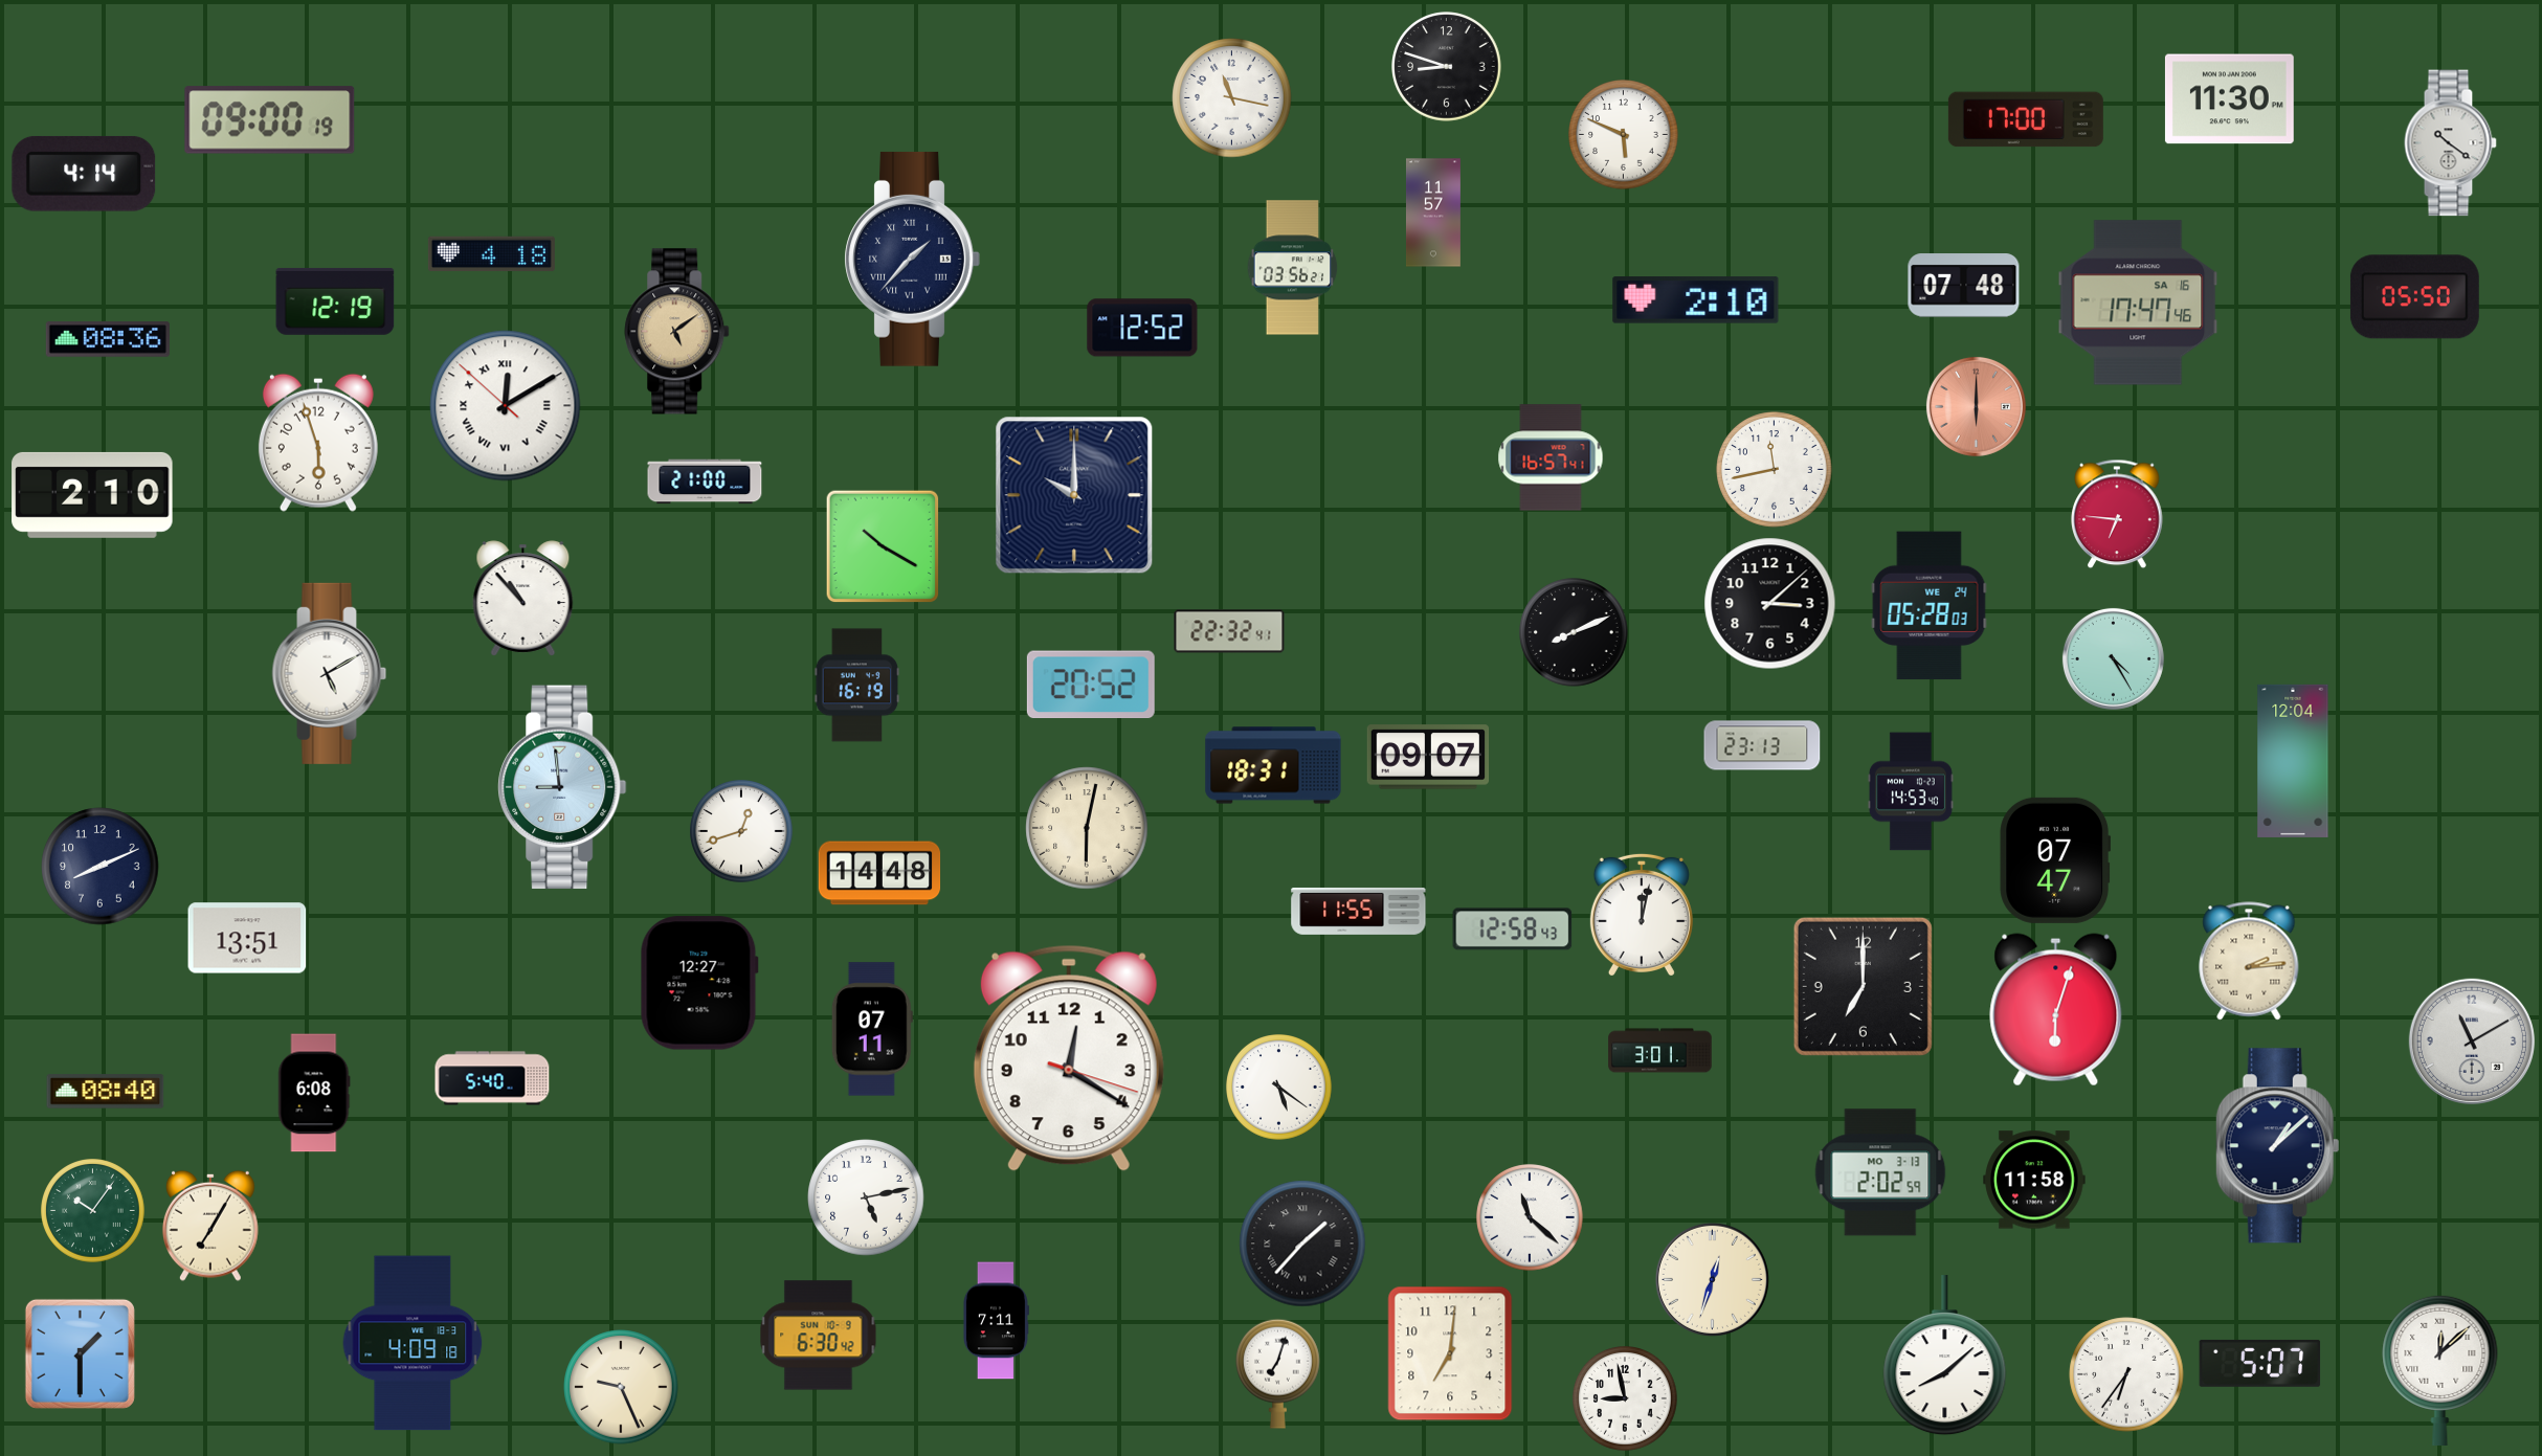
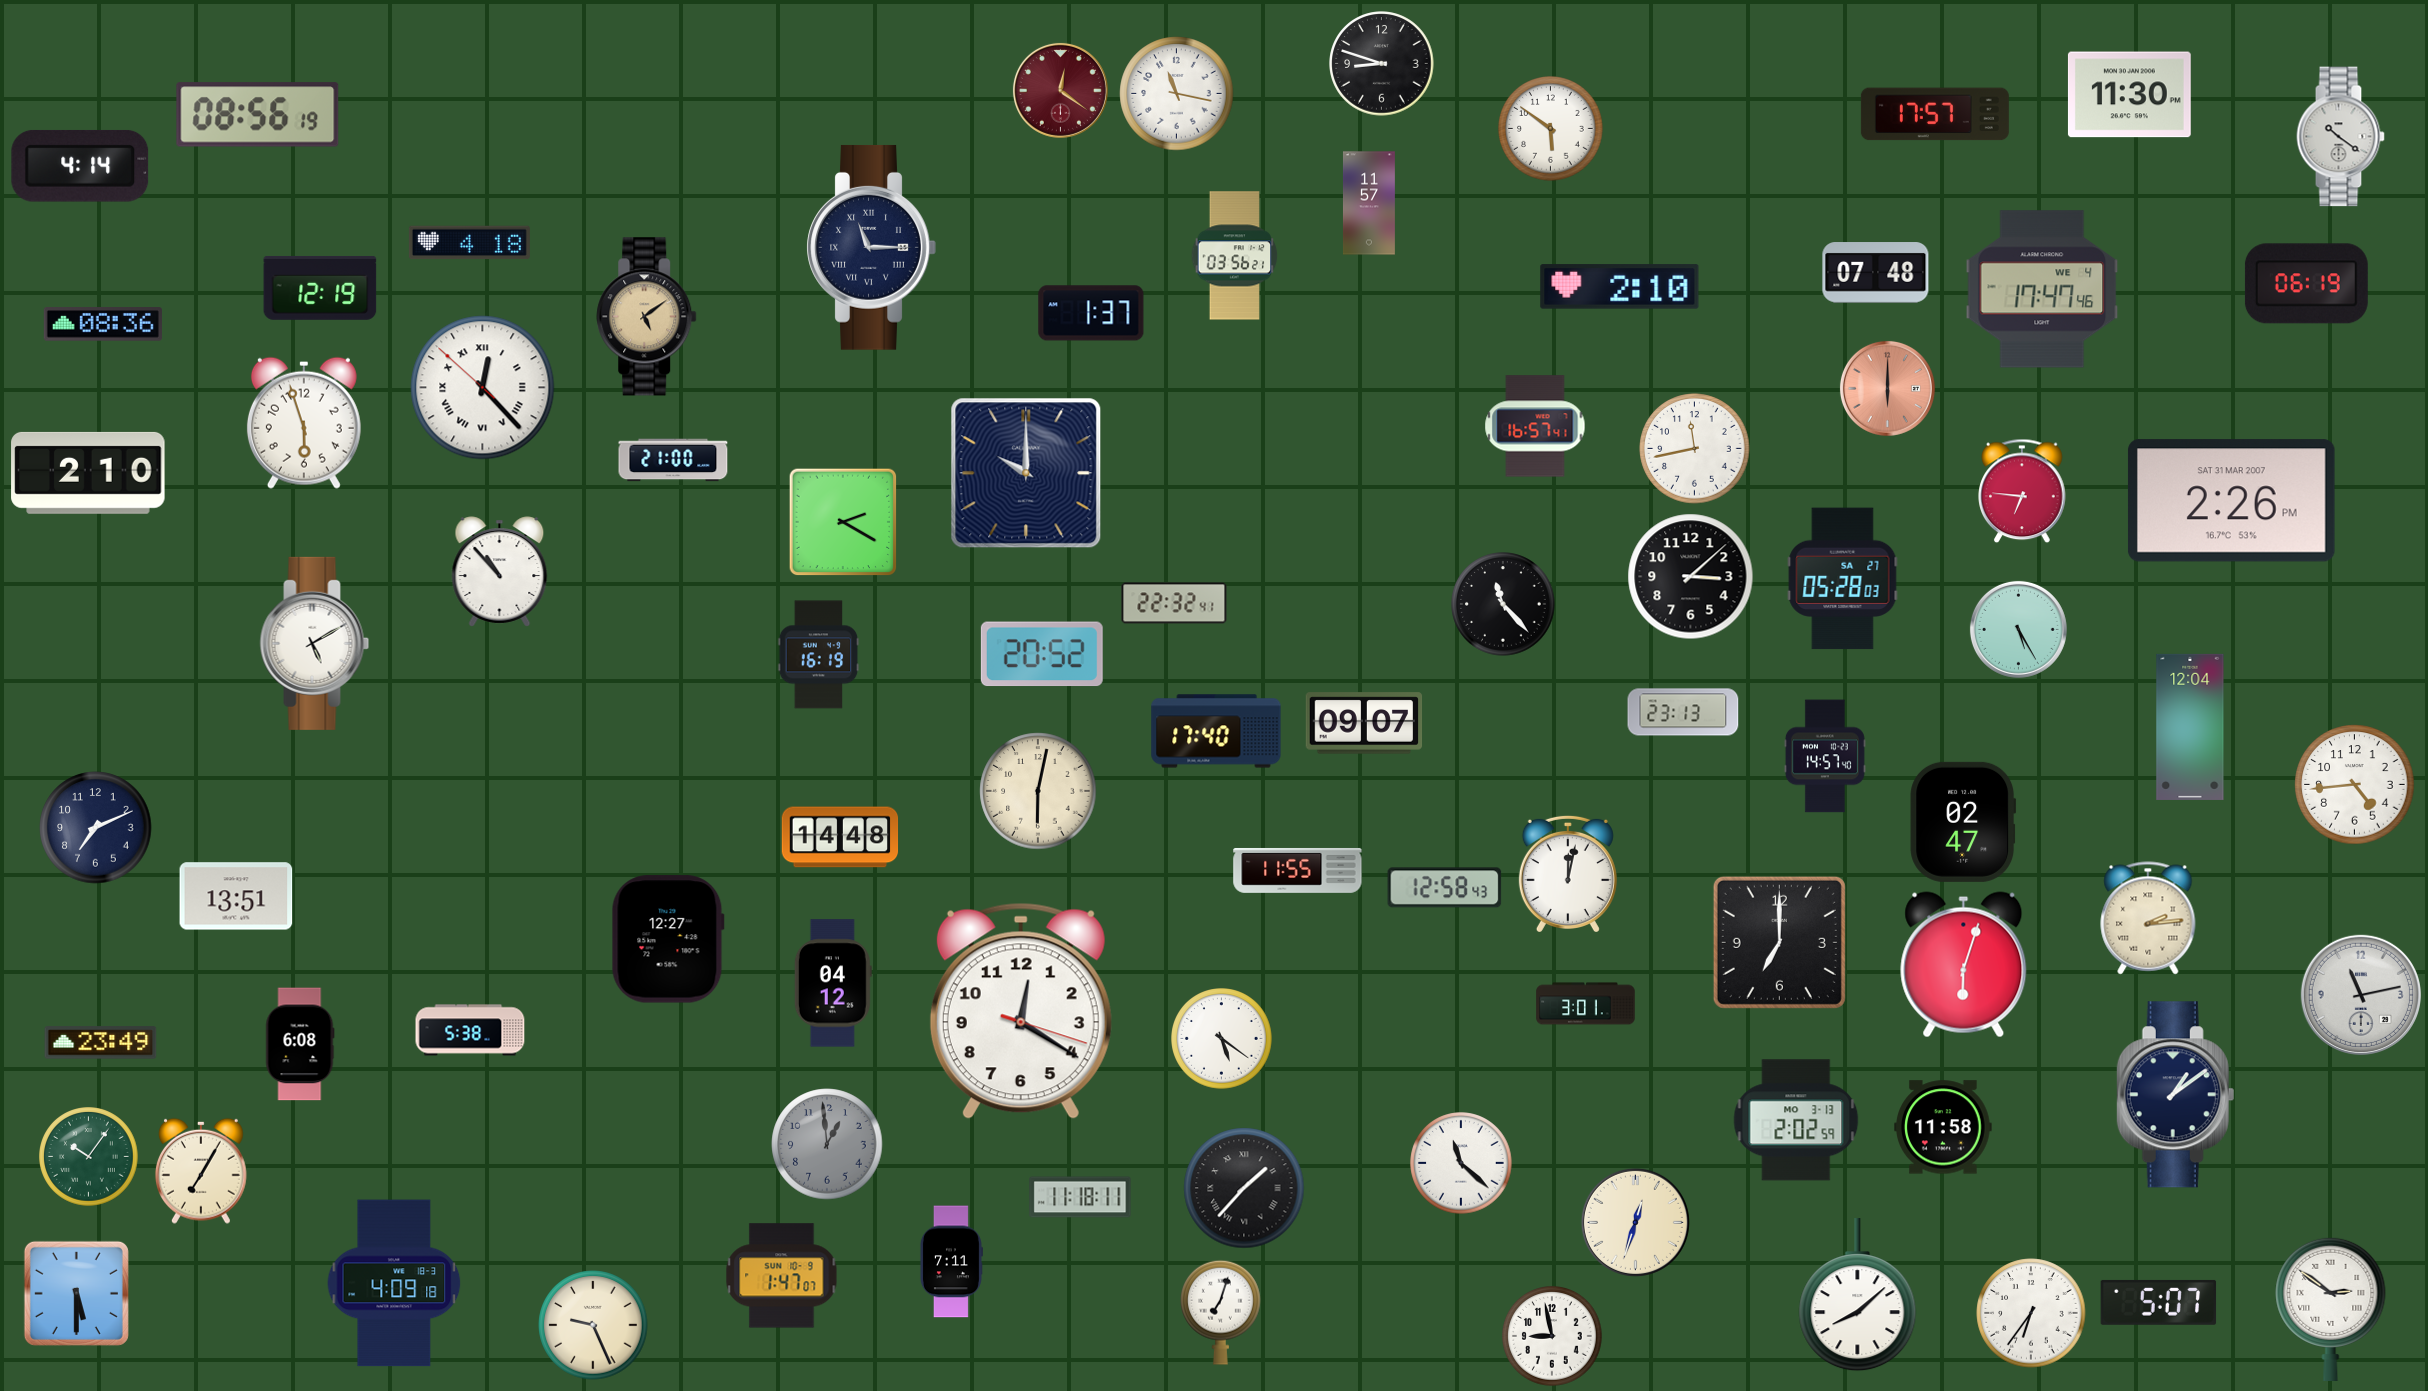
clock at (1060, 90): none -> 12:21
clock at (2026, 119): 17:00 -> 17:57
clock at (270, 120): 09:00 -> 08:56
clock at (1624, 135): 5:49 -> 5:51
clock at (912, 259): 1:37 -> 11:15
clock at (2414, 297): 05:50 -> 06:19
clock at (2138, 303) date: SA 16 -> WE 4
clock at (1142, 328): 12:52 -> 1:37
clock at (506, 406): 12:09 -> 12:22
clock at (1551, 457) position: (1551, 457) -> (1535, 426)
clock at (2231, 501): none -> 2:26
clock at (883, 546): 10:20 -> 2:20
clock at (1930, 606) date: WE 24 -> SA 27
clock at (1574, 632): 8:11 -> 11:23
clock at (2113, 658): 4:25 -> 5:25
clock at (1273, 765): 18:31 -> 17:40
clock at (563, 787): 8:59 -> none
clock at (1911, 791): 14:53 -> 14:57
clock at (2355, 785): none -> 4:44
clock at (742, 832): 12:42 -> none
clock at (2055, 860): 07:47 -> 02:47
clock at (101, 867): 8:11 -> 7:11
clock at (879, 873) position: (879, 873) -> (840, 837)
clock at (872, 1029): 07:11 -> 04:12
clock at (2472, 1041): 11:10 -> 11:13
clock at (492, 1078): 5:40 -> 5:38
clock at (106, 1092): 08:40 -> 23:49
clock at (2278, 1146): 1:08 -> 1:09
clock at (866, 1197): 5:13 -> 12:59
clock at (866, 1197) dial: white -> grey
clock at (1080, 1197): none -> 11:18
clock at (819, 1336): 6:30 -> 1:47
clock at (80, 1353): 1:30 -> 5:30
clock at (1450, 1353): 7:01 -> none
clock at (2440, 1369): 12:08 -> 2:51
